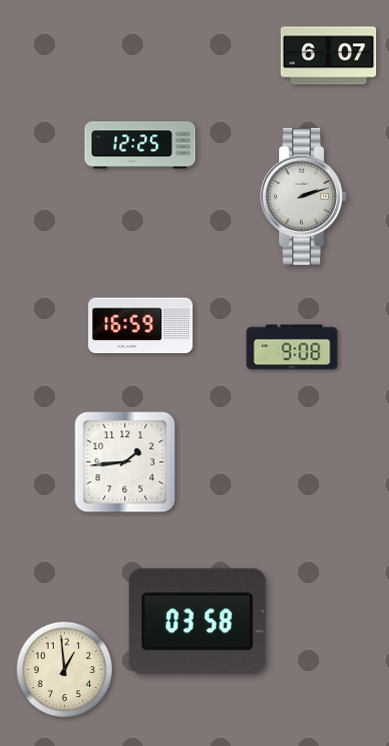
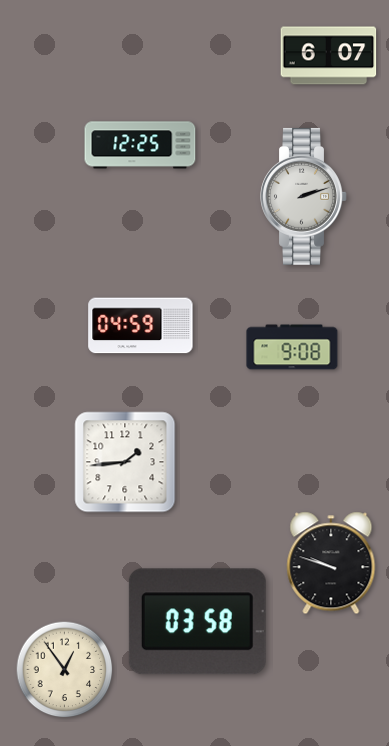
clock at (141, 326): 16:59 -> 04:59
clock at (331, 563): none -> 9:48
clock at (65, 670): 12:59 -> 12:54
